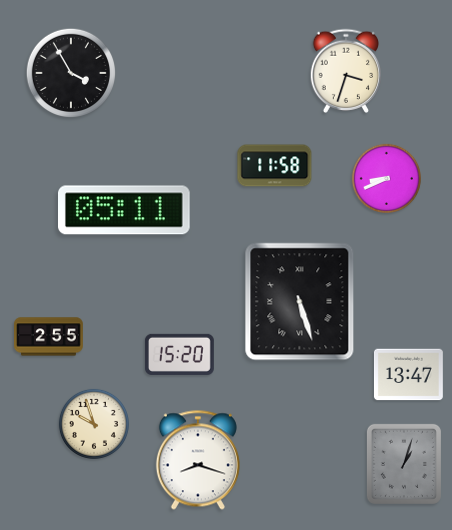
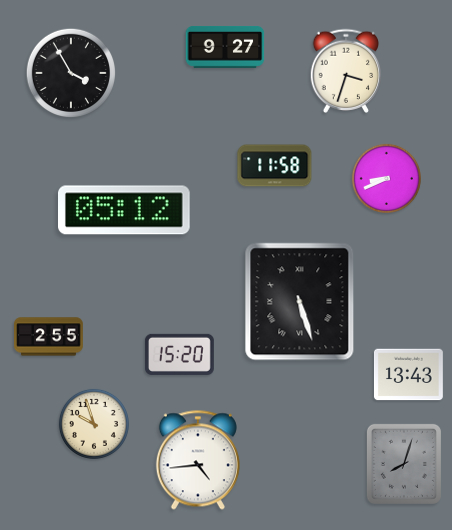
clock at (225, 47): none -> 9:27
clock at (125, 210): 05:11 -> 05:12
clock at (409, 375): 13:47 -> 13:43
clock at (198, 460): 8:18 -> 4:44
clock at (404, 464): 1:03 -> 8:03
